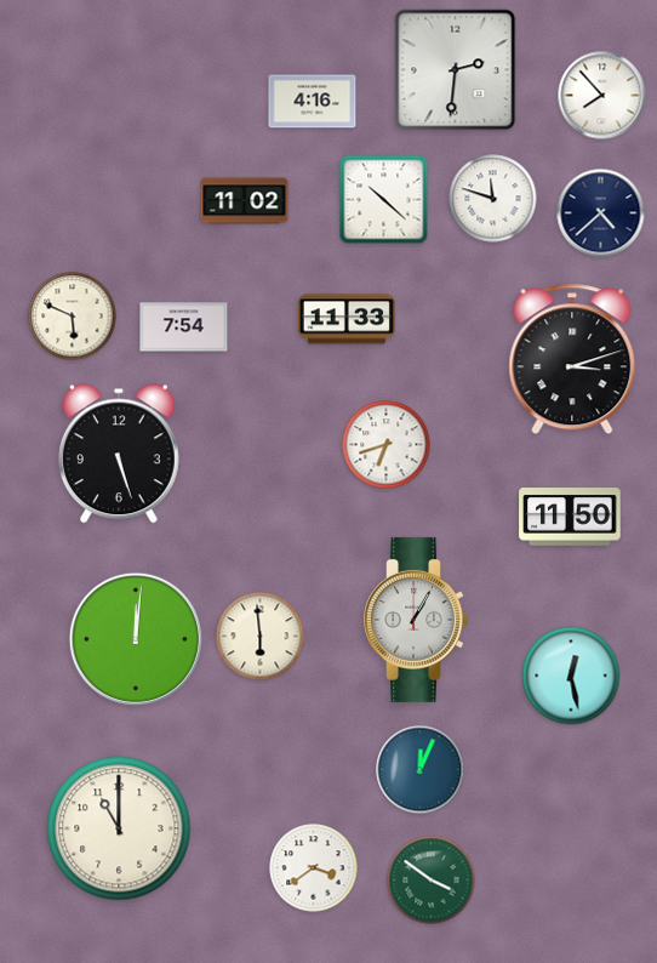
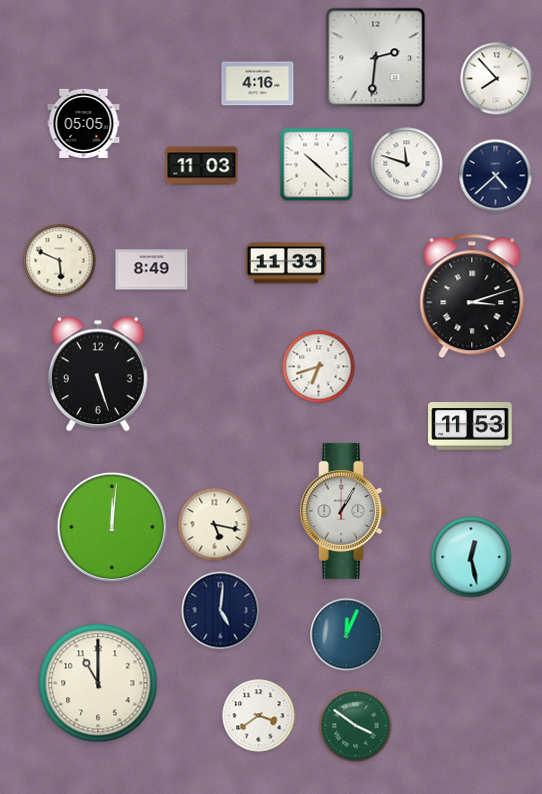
clock at (84, 123): none -> 05:05
clock at (245, 201): 11:02 -> 11:03
clock at (184, 327): 7:54 -> 8:49
clock at (570, 517): 11:50 -> 11:53
clock at (261, 637): 5:59 -> 5:17
clock at (221, 611): none -> 5:01
